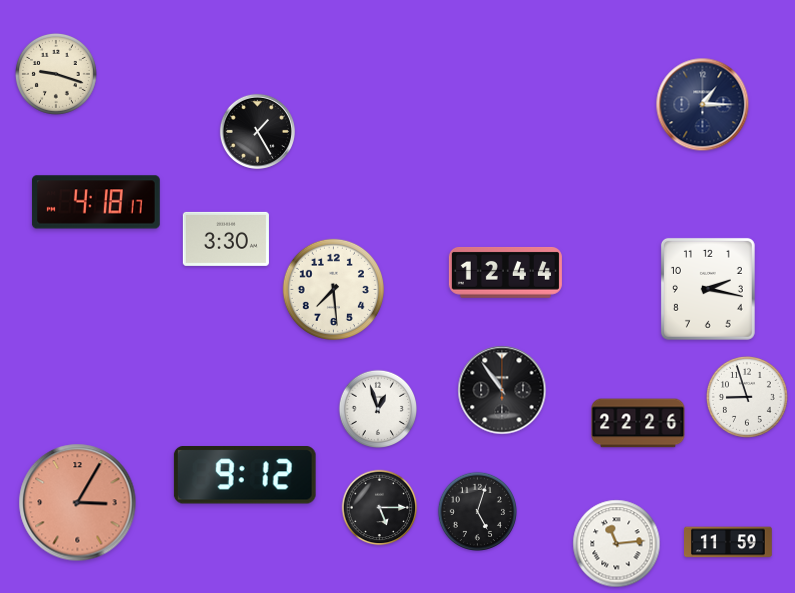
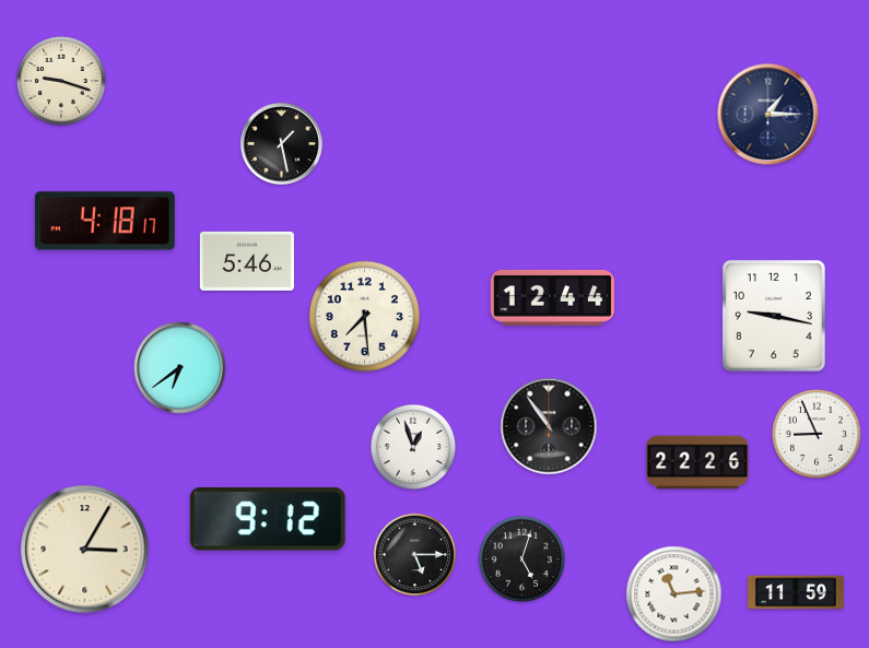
clock at (257, 131): 1:25 -> 1:28
clock at (226, 239): 3:30 -> 5:46
clock at (708, 289): 2:17 -> 9:17
clock at (180, 368): none -> 6:39
clock at (747, 397): 8:57 -> 8:56
clock at (78, 503) dial: salmon -> cream
